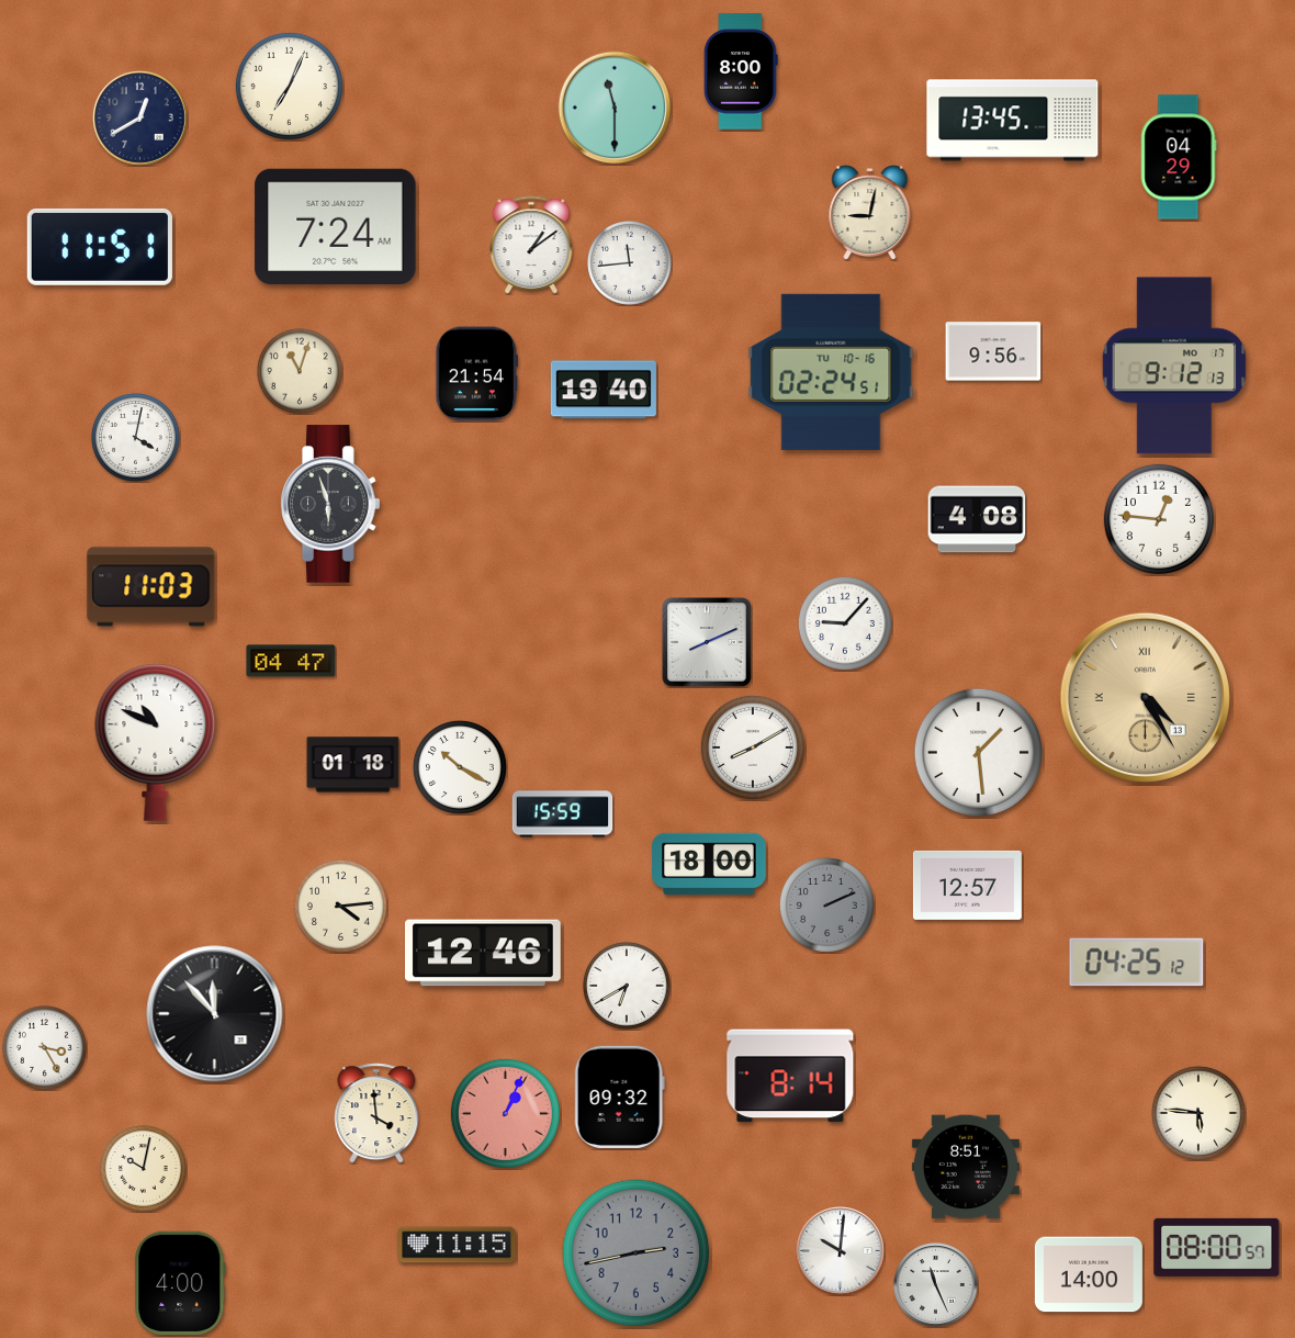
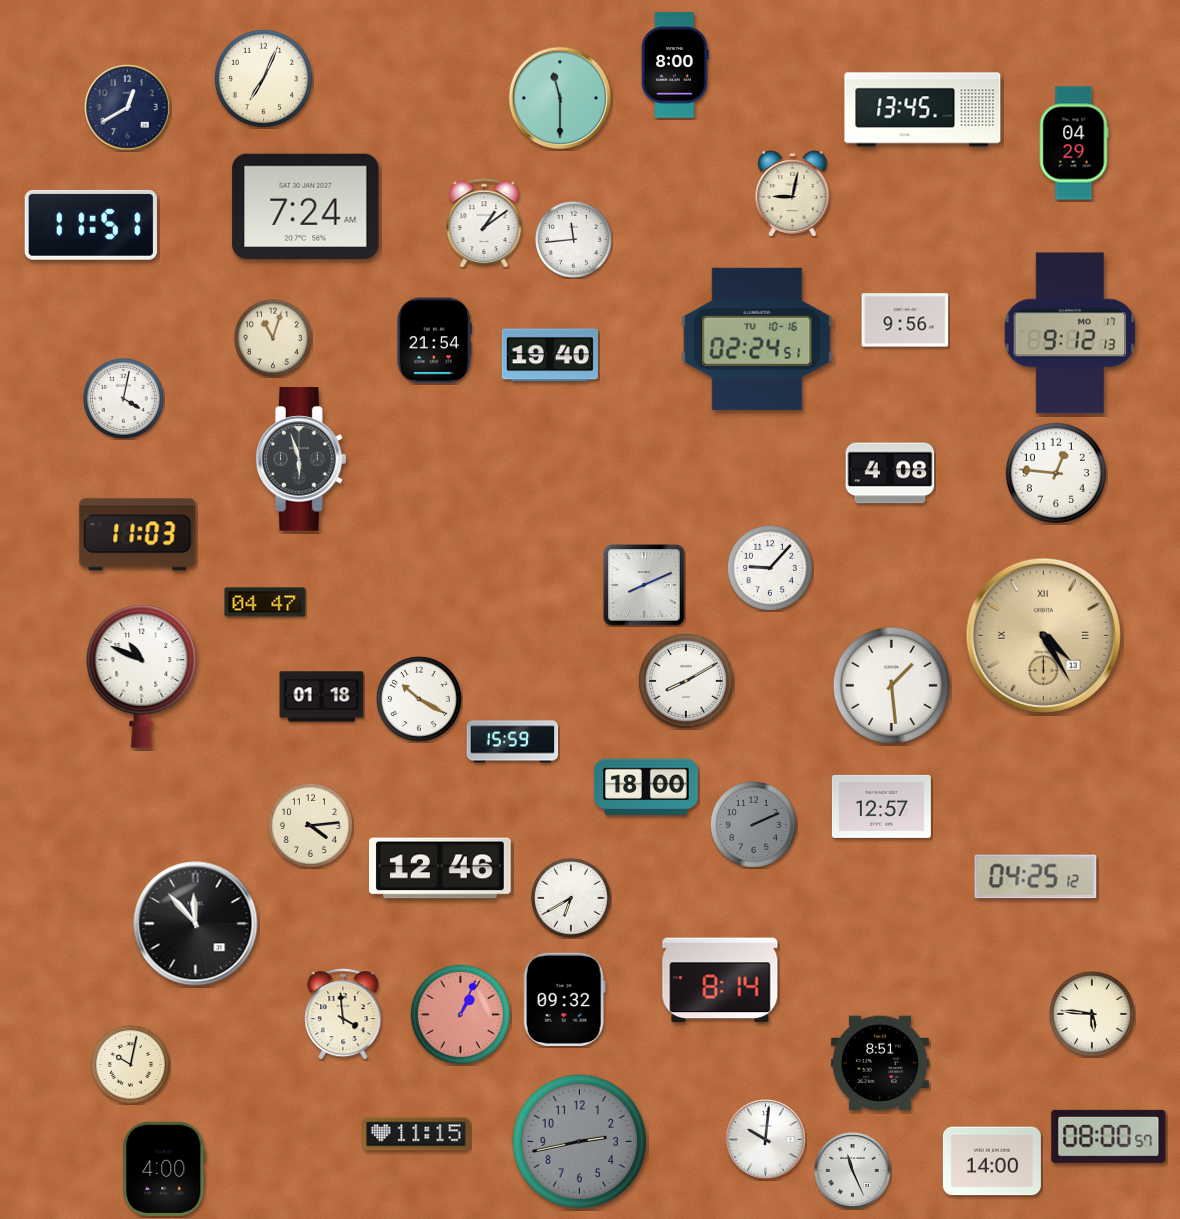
clock at (45, 1048): 3:25 -> none
